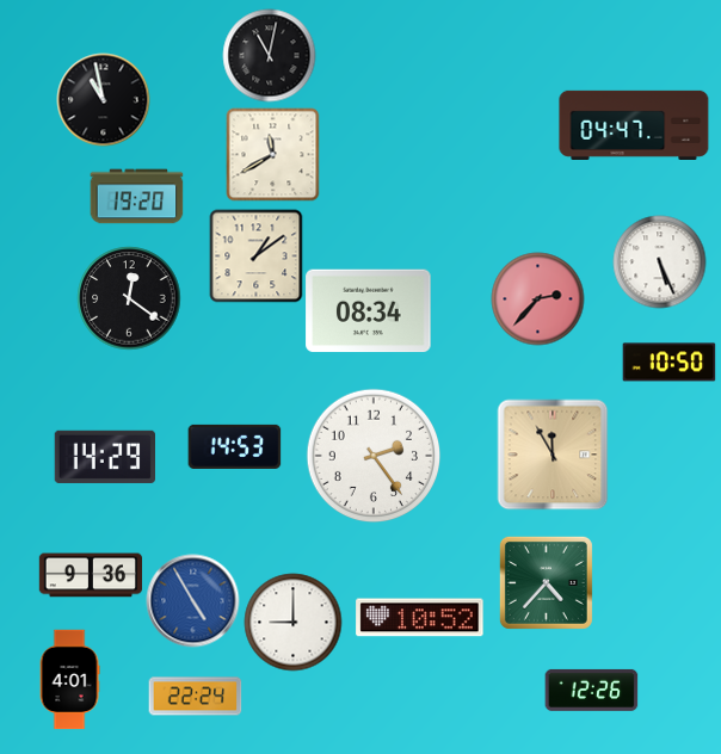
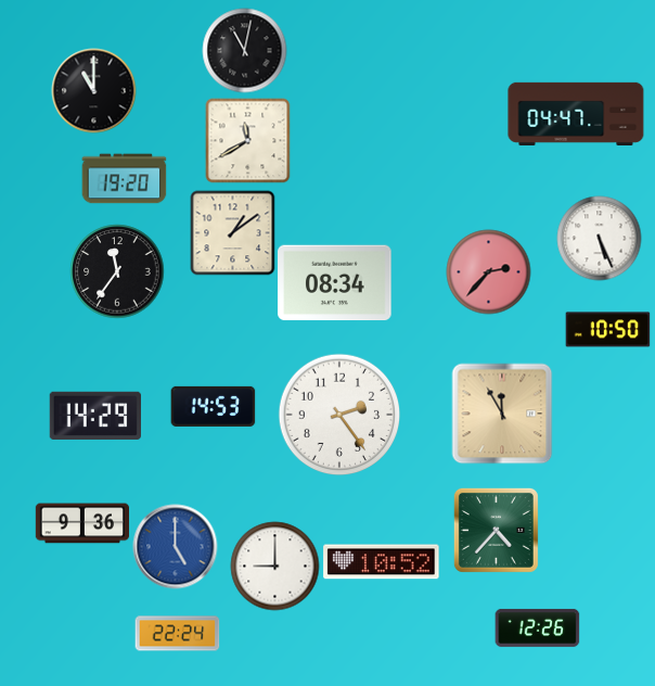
clock at (103, 99): 10:58 -> 11:00
clock at (129, 298): 12:21 -> 11:36
clock at (192, 600): 4:55 -> 5:00
clock at (292, 622) position: (292, 622) -> (274, 566)
clock at (69, 679): 4:01 -> none
